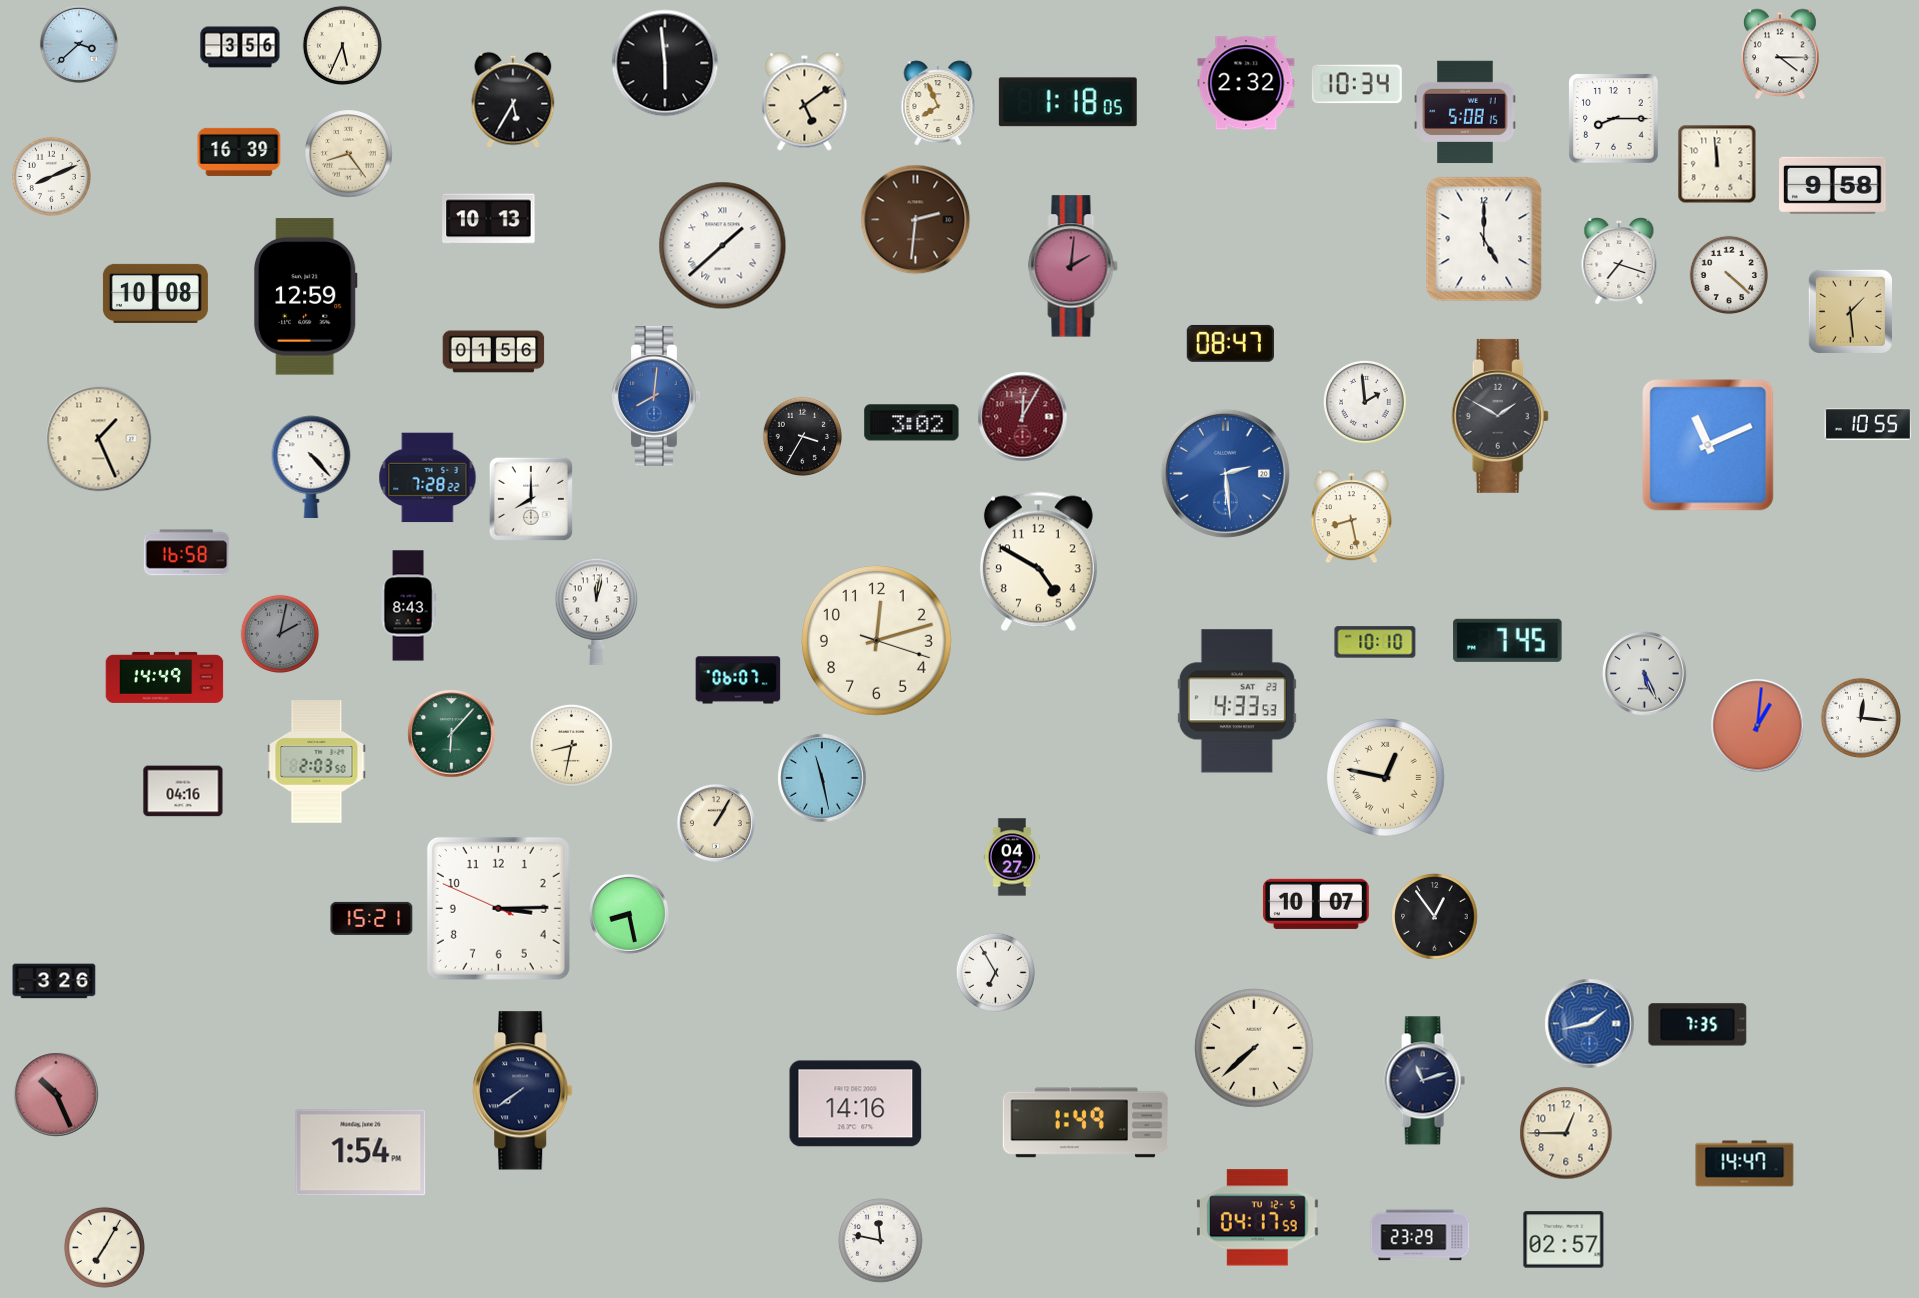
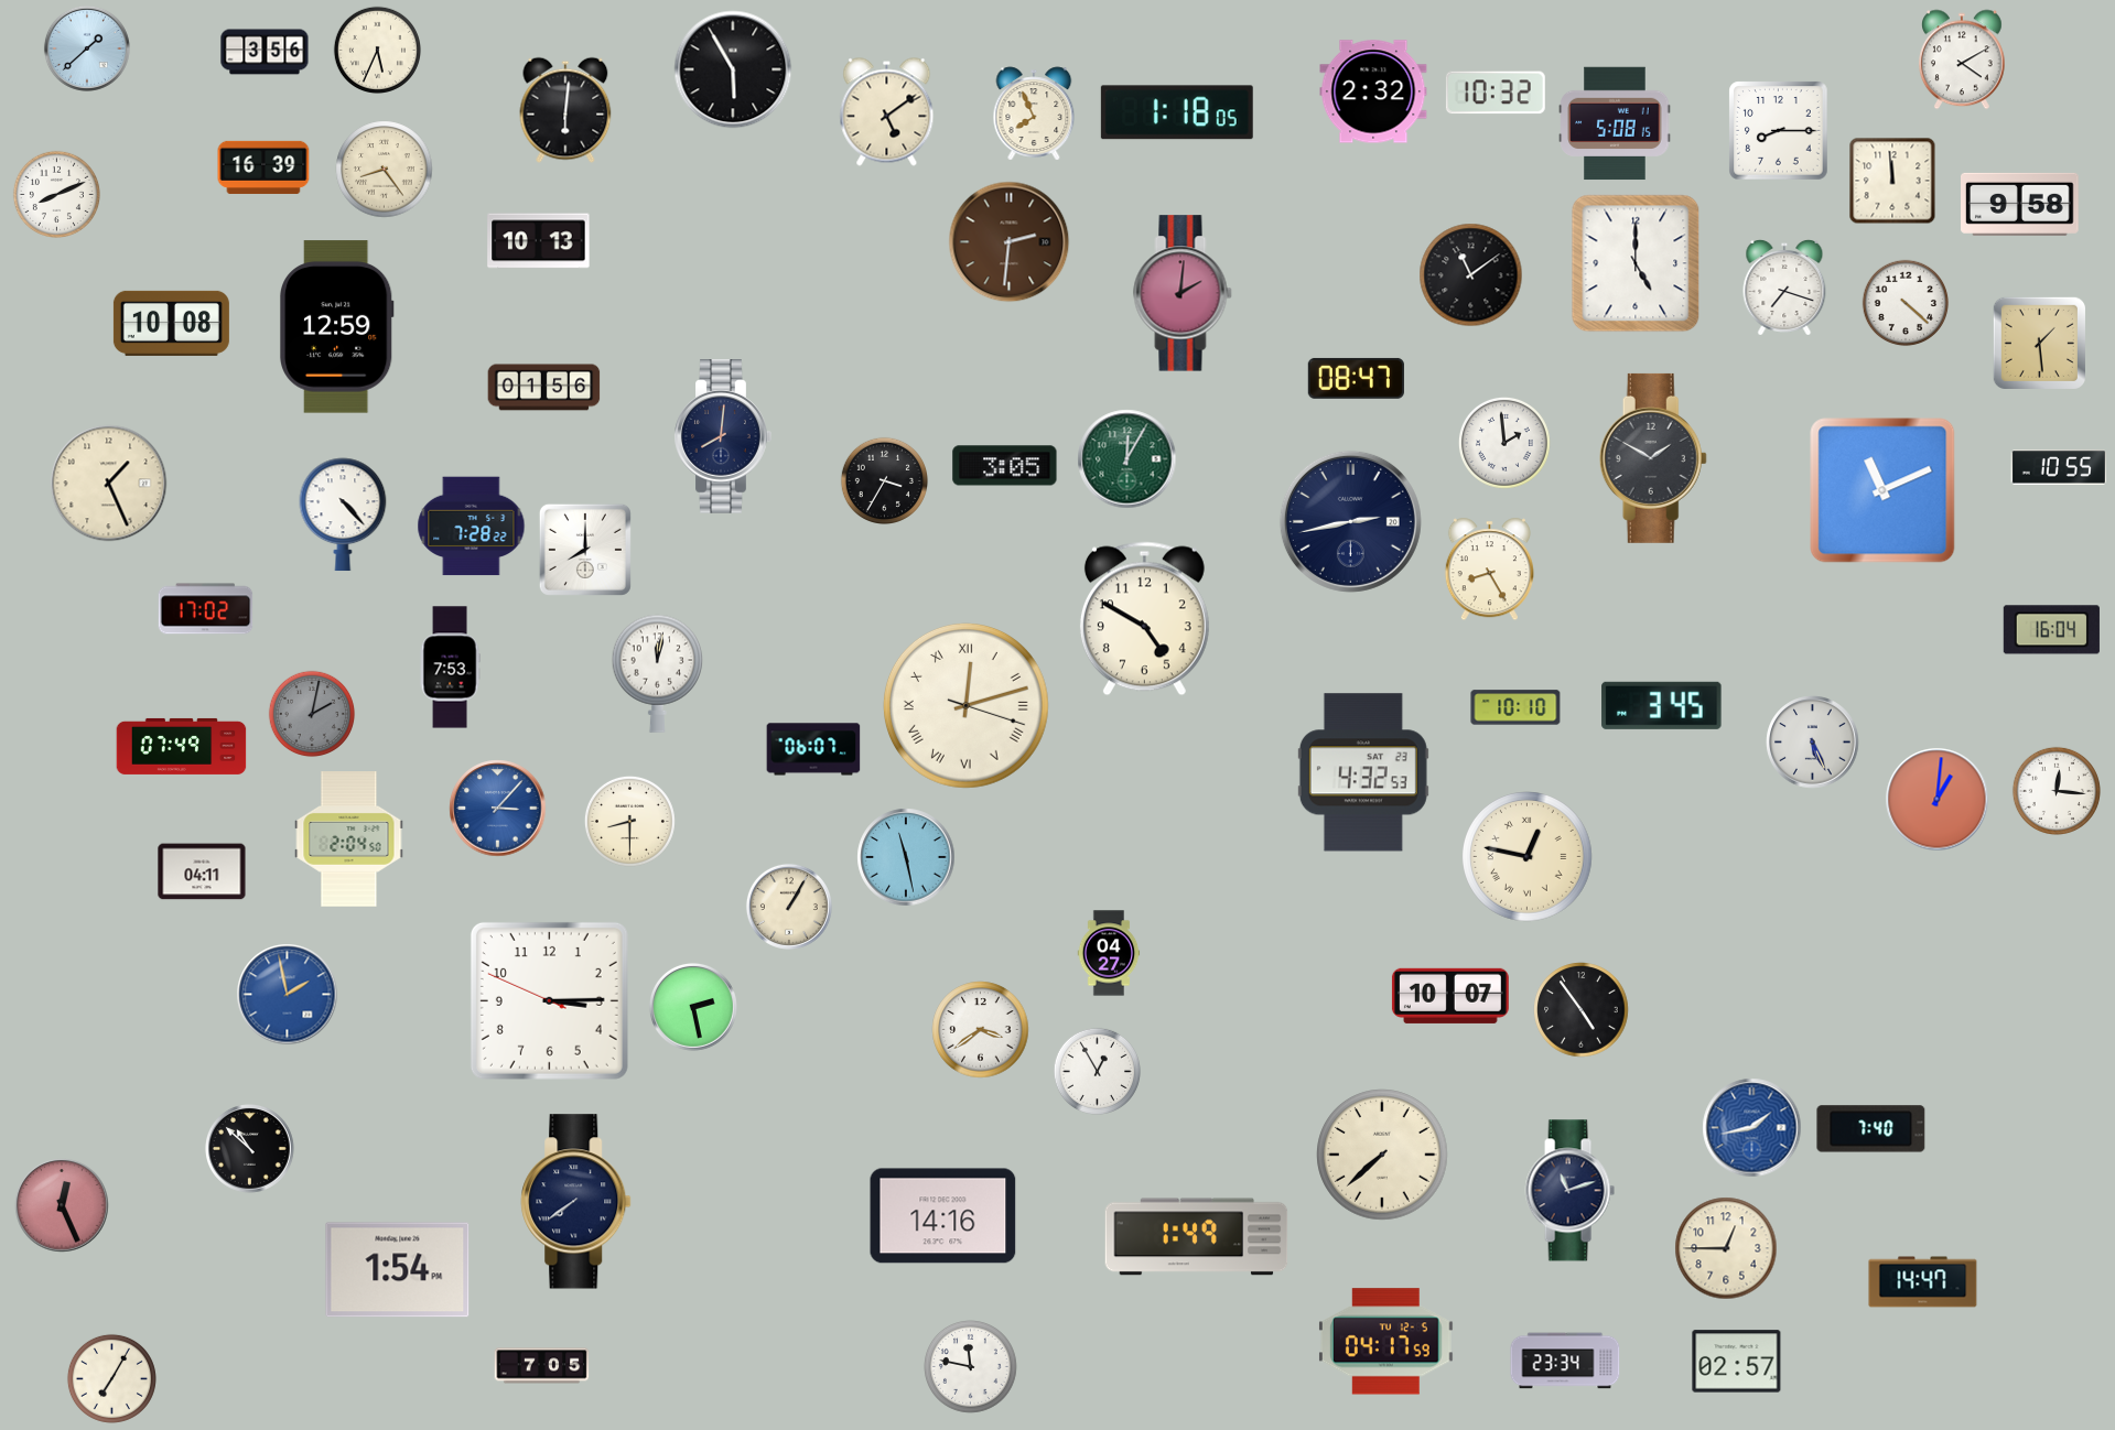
clock at (79, 44): 3:38 -> 1:38
clock at (1781, 54): 4:15 -> 4:10
clock at (665, 63): 5:59 -> 5:55
clock at (1357, 84): 10:34 -> 10:32
clock at (513, 100): 5:35 -> 6:01
clock at (723, 246): 1:38 -> none
clock at (1471, 275): none -> 11:09
clock at (656, 396) dial: blue -> navy
clock at (1023, 417) dial: burgundy -> green
clock at (912, 423): 3:02 -> 3:05
clock at (1225, 473): 2:29 -> 2:43
clock at (1225, 473) dial: blue -> navy
clock at (1351, 517): 8:28 -> 8:25
clock at (187, 553): 16:58 -> 17:02
clock at (2051, 630): none -> 16:04
clock at (408, 606): 8:43 -> 7:53
clock at (280, 634) position: (280, 634) -> (312, 714)
clock at (876, 640) numerals: Arabic -> Roman
clock at (1508, 640): 7:45 -> 3:45
clock at (165, 677): 14:49 -> 07:49
clock at (1237, 701): 4:33 -> 4:32
clock at (1861, 718) position: (1861, 718) -> (2057, 791)
clock at (452, 734): 6:07 -> 3:07
clock at (452, 734) dial: green -> blue
clock at (571, 745): 8:32 -> 8:30
clock at (317, 762): 2:03 -> 2:04
clock at (183, 791): 04:16 -> 04:11
clock at (1012, 857) position: (1012, 857) -> (1109, 953)
clock at (288, 995): none -> 1:58
clock at (629, 914): 8:28 -> 2:28
clock at (1435, 917): 12:54 -> 4:54
clock at (372, 918): 15:21 -> none
clock at (981, 1030): none -> 3:39
clock at (995, 972): 6:55 -> 12:55
clock at (54, 981): 3:26 -> none
clock at (1698, 1025): 7:35 -> 7:40
clock at (250, 1149): none -> 10:52
clock at (56, 1094): 10:26 -> 12:26
clock at (1420, 1235): 23:29 -> 23:34
clock at (542, 1366): none -> 7:05
clock at (1564, 1240) position: (1564, 1240) -> (1737, 1362)
clock at (104, 1247) position: (104, 1247) -> (111, 1378)
